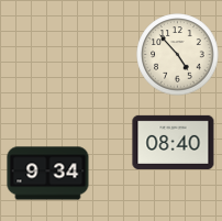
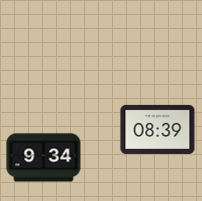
clock at (178, 55): 4:53 -> none
clock at (174, 142): 08:40 -> 08:39
